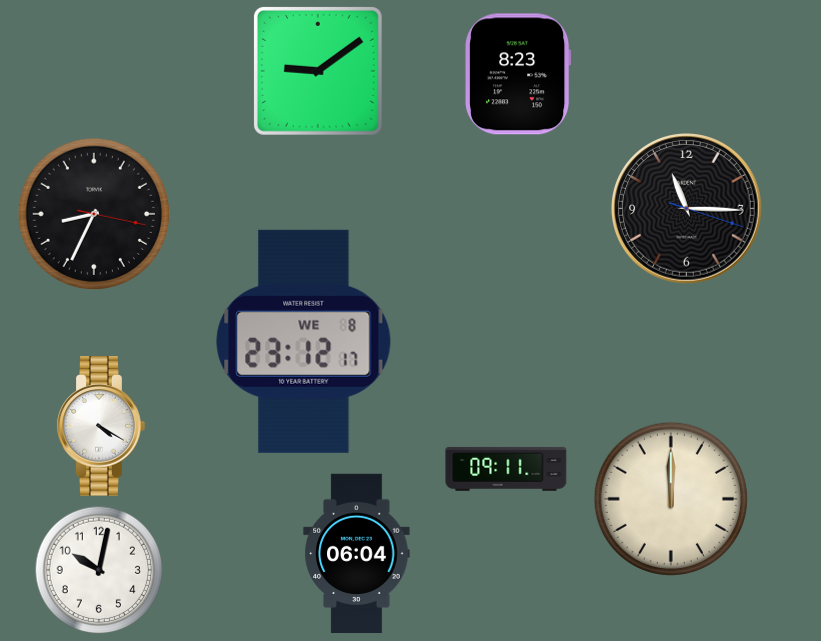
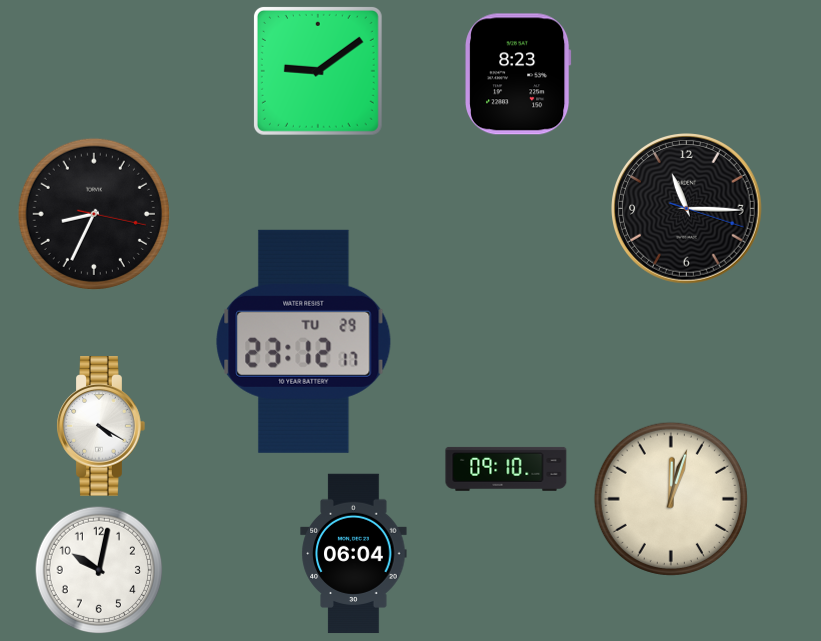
clock at (304, 341) date: WE 8 -> TU 29
clock at (506, 469): 09:11 -> 09:10
clock at (671, 499): 12:00 -> 12:03
clock at (357, 554) position: (357, 554) -> (354, 554)
